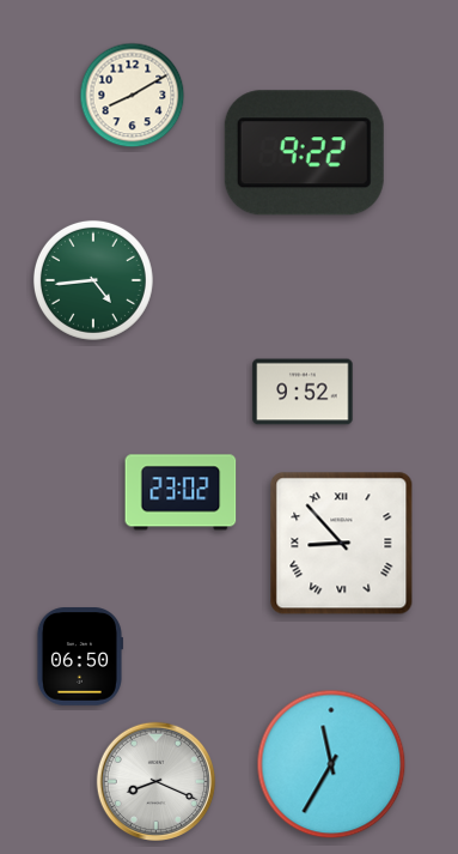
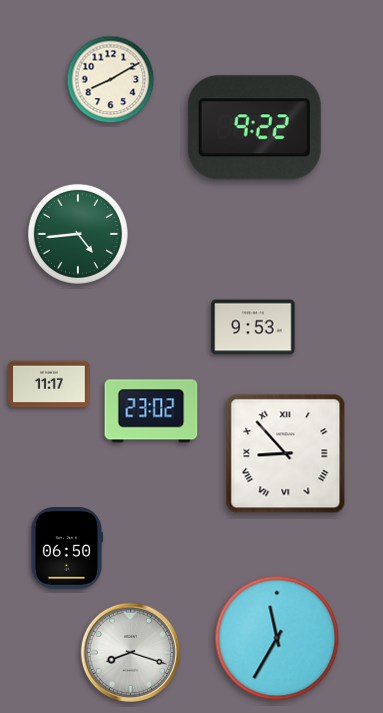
clock at (303, 392): 9:52 -> 9:53
clock at (49, 384): none -> 11:17
clock at (155, 781): 8:19 -> 8:18
